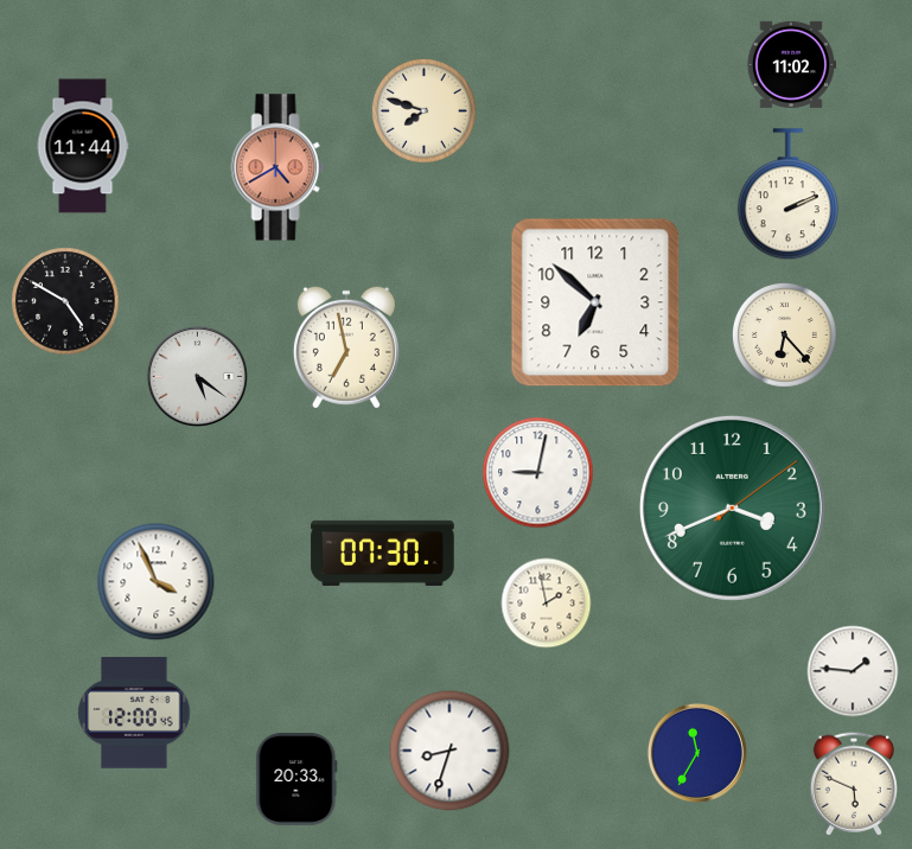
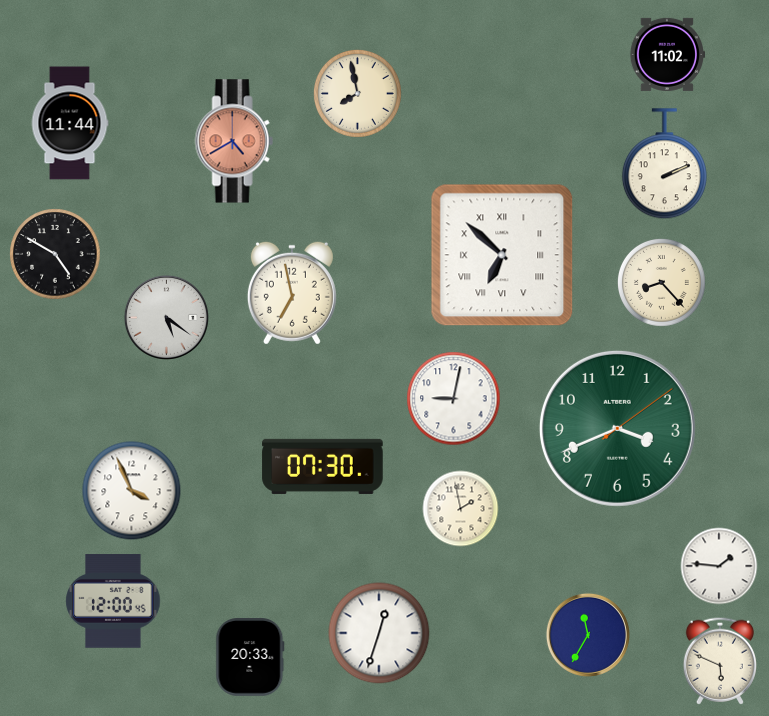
clock at (423, 110): 7:48 -> 7:58
clock at (595, 302) numerals: Arabic -> Roman
clock at (784, 334): 6:23 -> 8:23
clock at (449, 751): 8:33 -> 12:33
